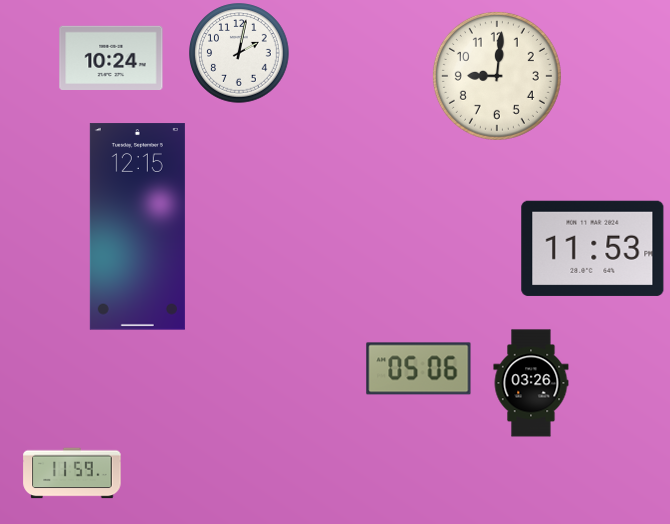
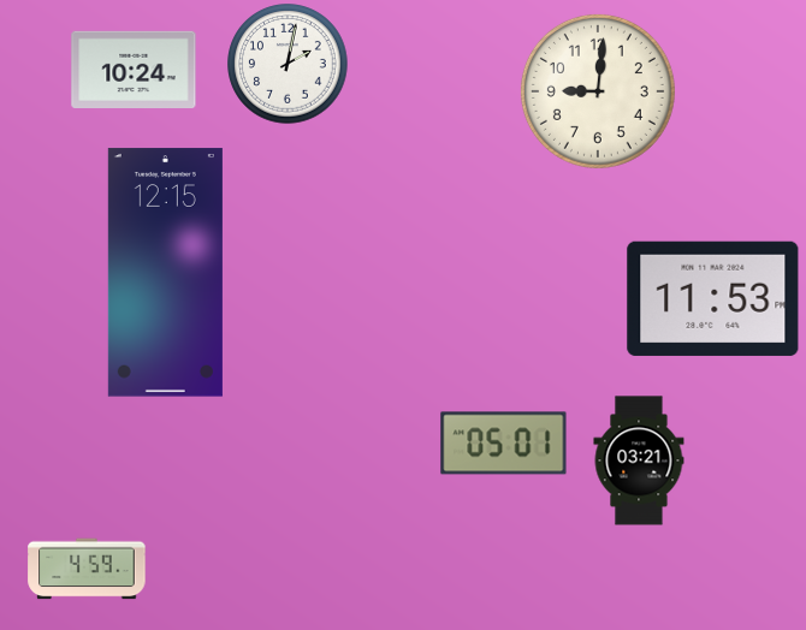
clock at (419, 369): 05:06 -> 05:01
clock at (531, 383): 03:26 -> 03:21
clock at (72, 473): 11:59 -> 4:59
